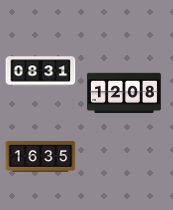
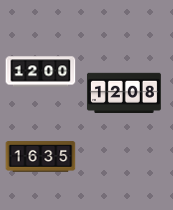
clock at (41, 72): 08:31 -> 12:00
